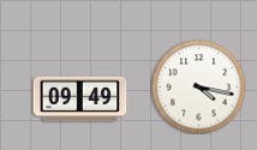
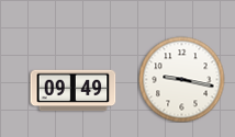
clock at (198, 86): 4:17 -> 9:17
